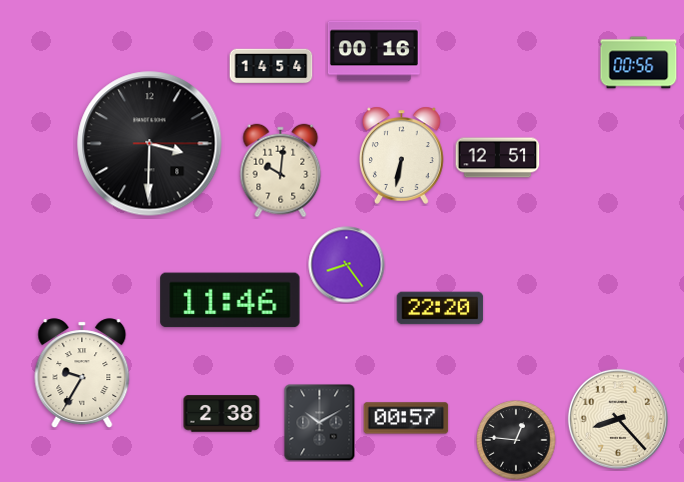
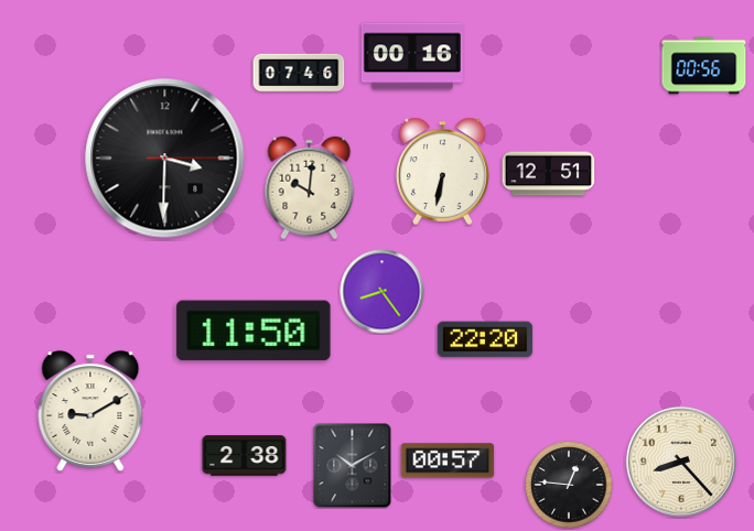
clock at (639, 63) position: (639, 63) -> (704, 66)
clock at (271, 66): 14:54 -> 07:46
clock at (230, 300): 11:46 -> 11:50
clock at (82, 373): 9:35 -> 9:10
